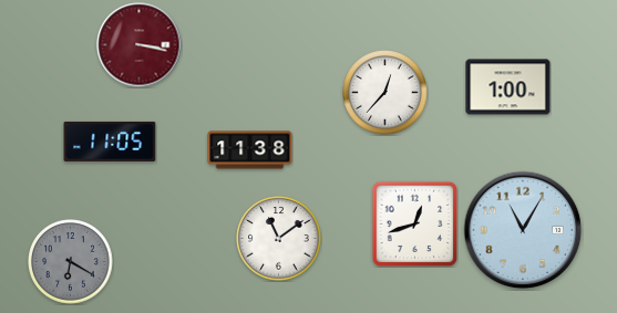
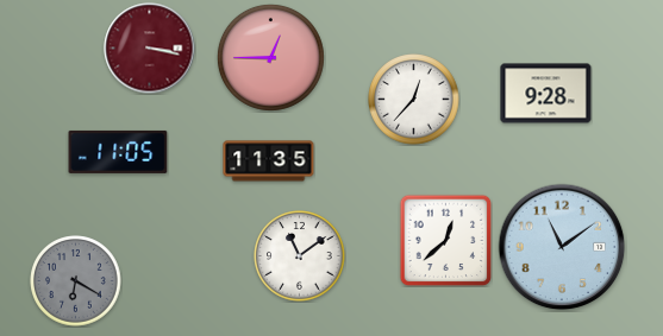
clock at (270, 57): none -> 12:45
clock at (508, 87): 1:00 -> 9:28
clock at (250, 150): 11:38 -> 11:35
clock at (414, 223): 12:42 -> 12:38
clock at (523, 230): 11:05 -> 11:09
